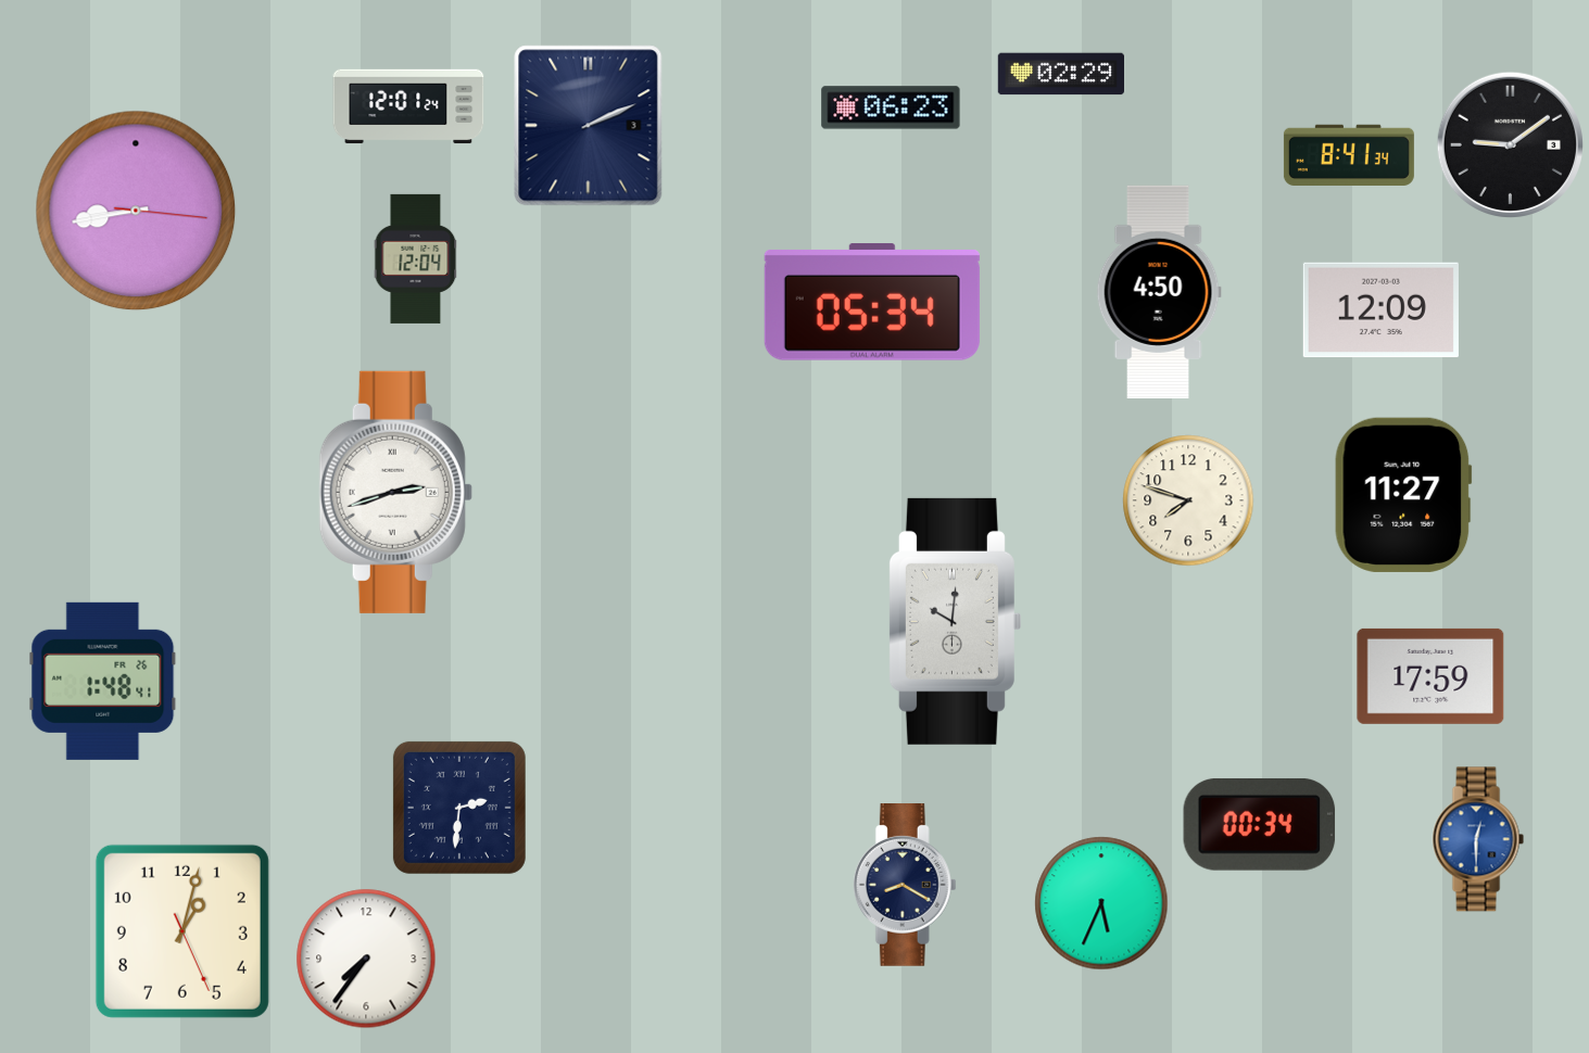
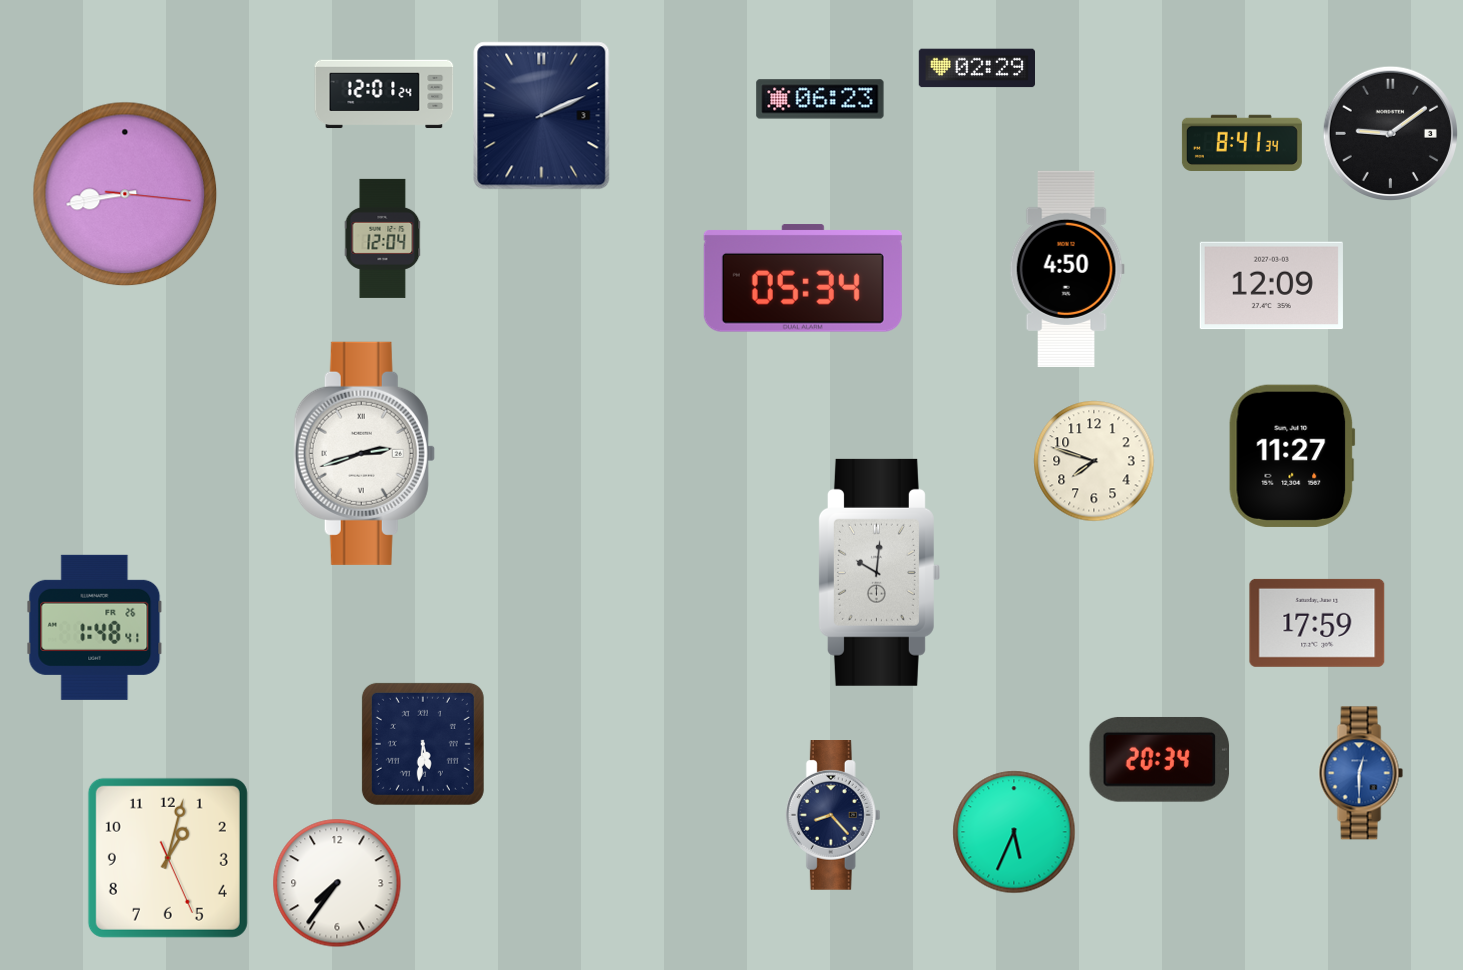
clock at (408, 106) position: (408, 106) -> (384, 94)
clock at (459, 808): 2:31 -> 5:31
clock at (1260, 824): 00:34 -> 20:34
clock at (905, 886): 8:20 -> 8:23
